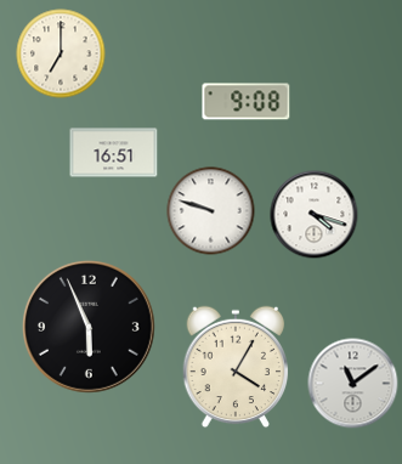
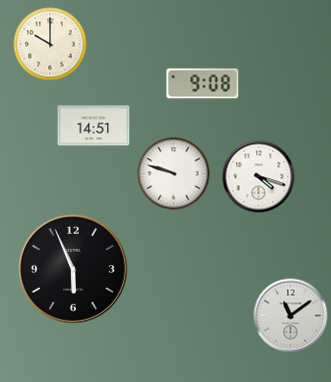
clock at (61, 53): 7:00 -> 10:00
clock at (114, 153): 16:51 -> 14:51
clock at (236, 367): 4:05 -> none
